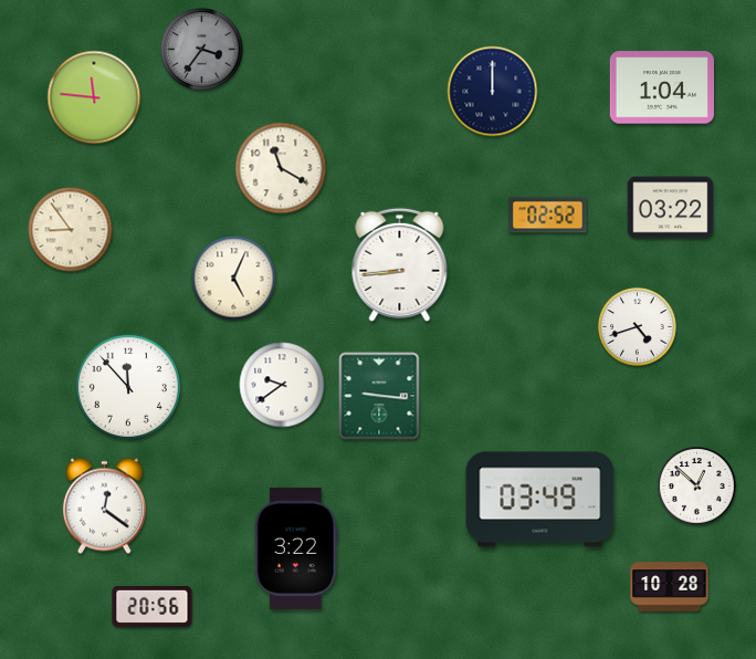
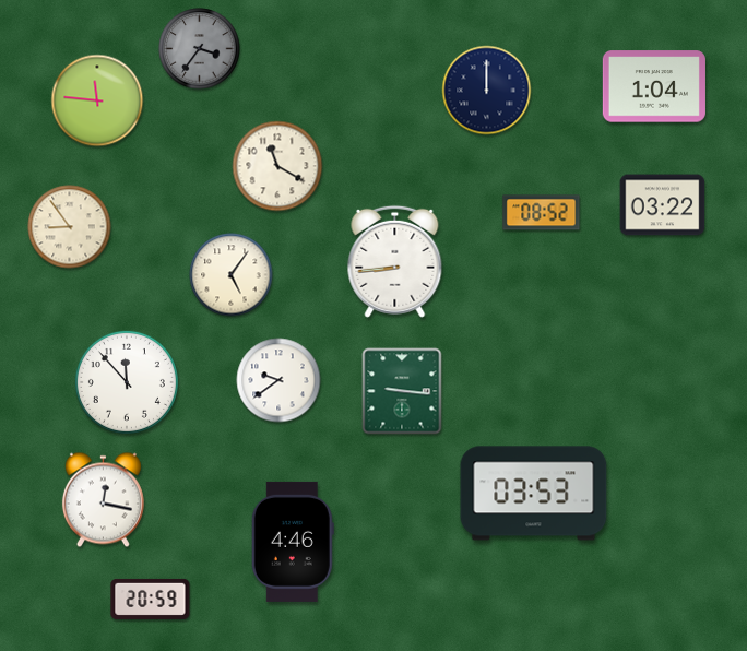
clock at (94, 97) position: (94, 97) -> (97, 100)
clock at (548, 216): 02:52 -> 08:52
clock at (234, 279): 5:04 -> 5:06
clock at (638, 327): 4:42 -> none
clock at (379, 396) position: (379, 396) -> (402, 391)
clock at (697, 487): 12:52 -> none
clock at (540, 500): 03:49 -> 03:53
clock at (104, 506): 12:21 -> 12:17
clock at (296, 548): 3:22 -> 4:46
clock at (670, 587): 10:28 -> none
clock at (153, 606): 20:56 -> 20:59
